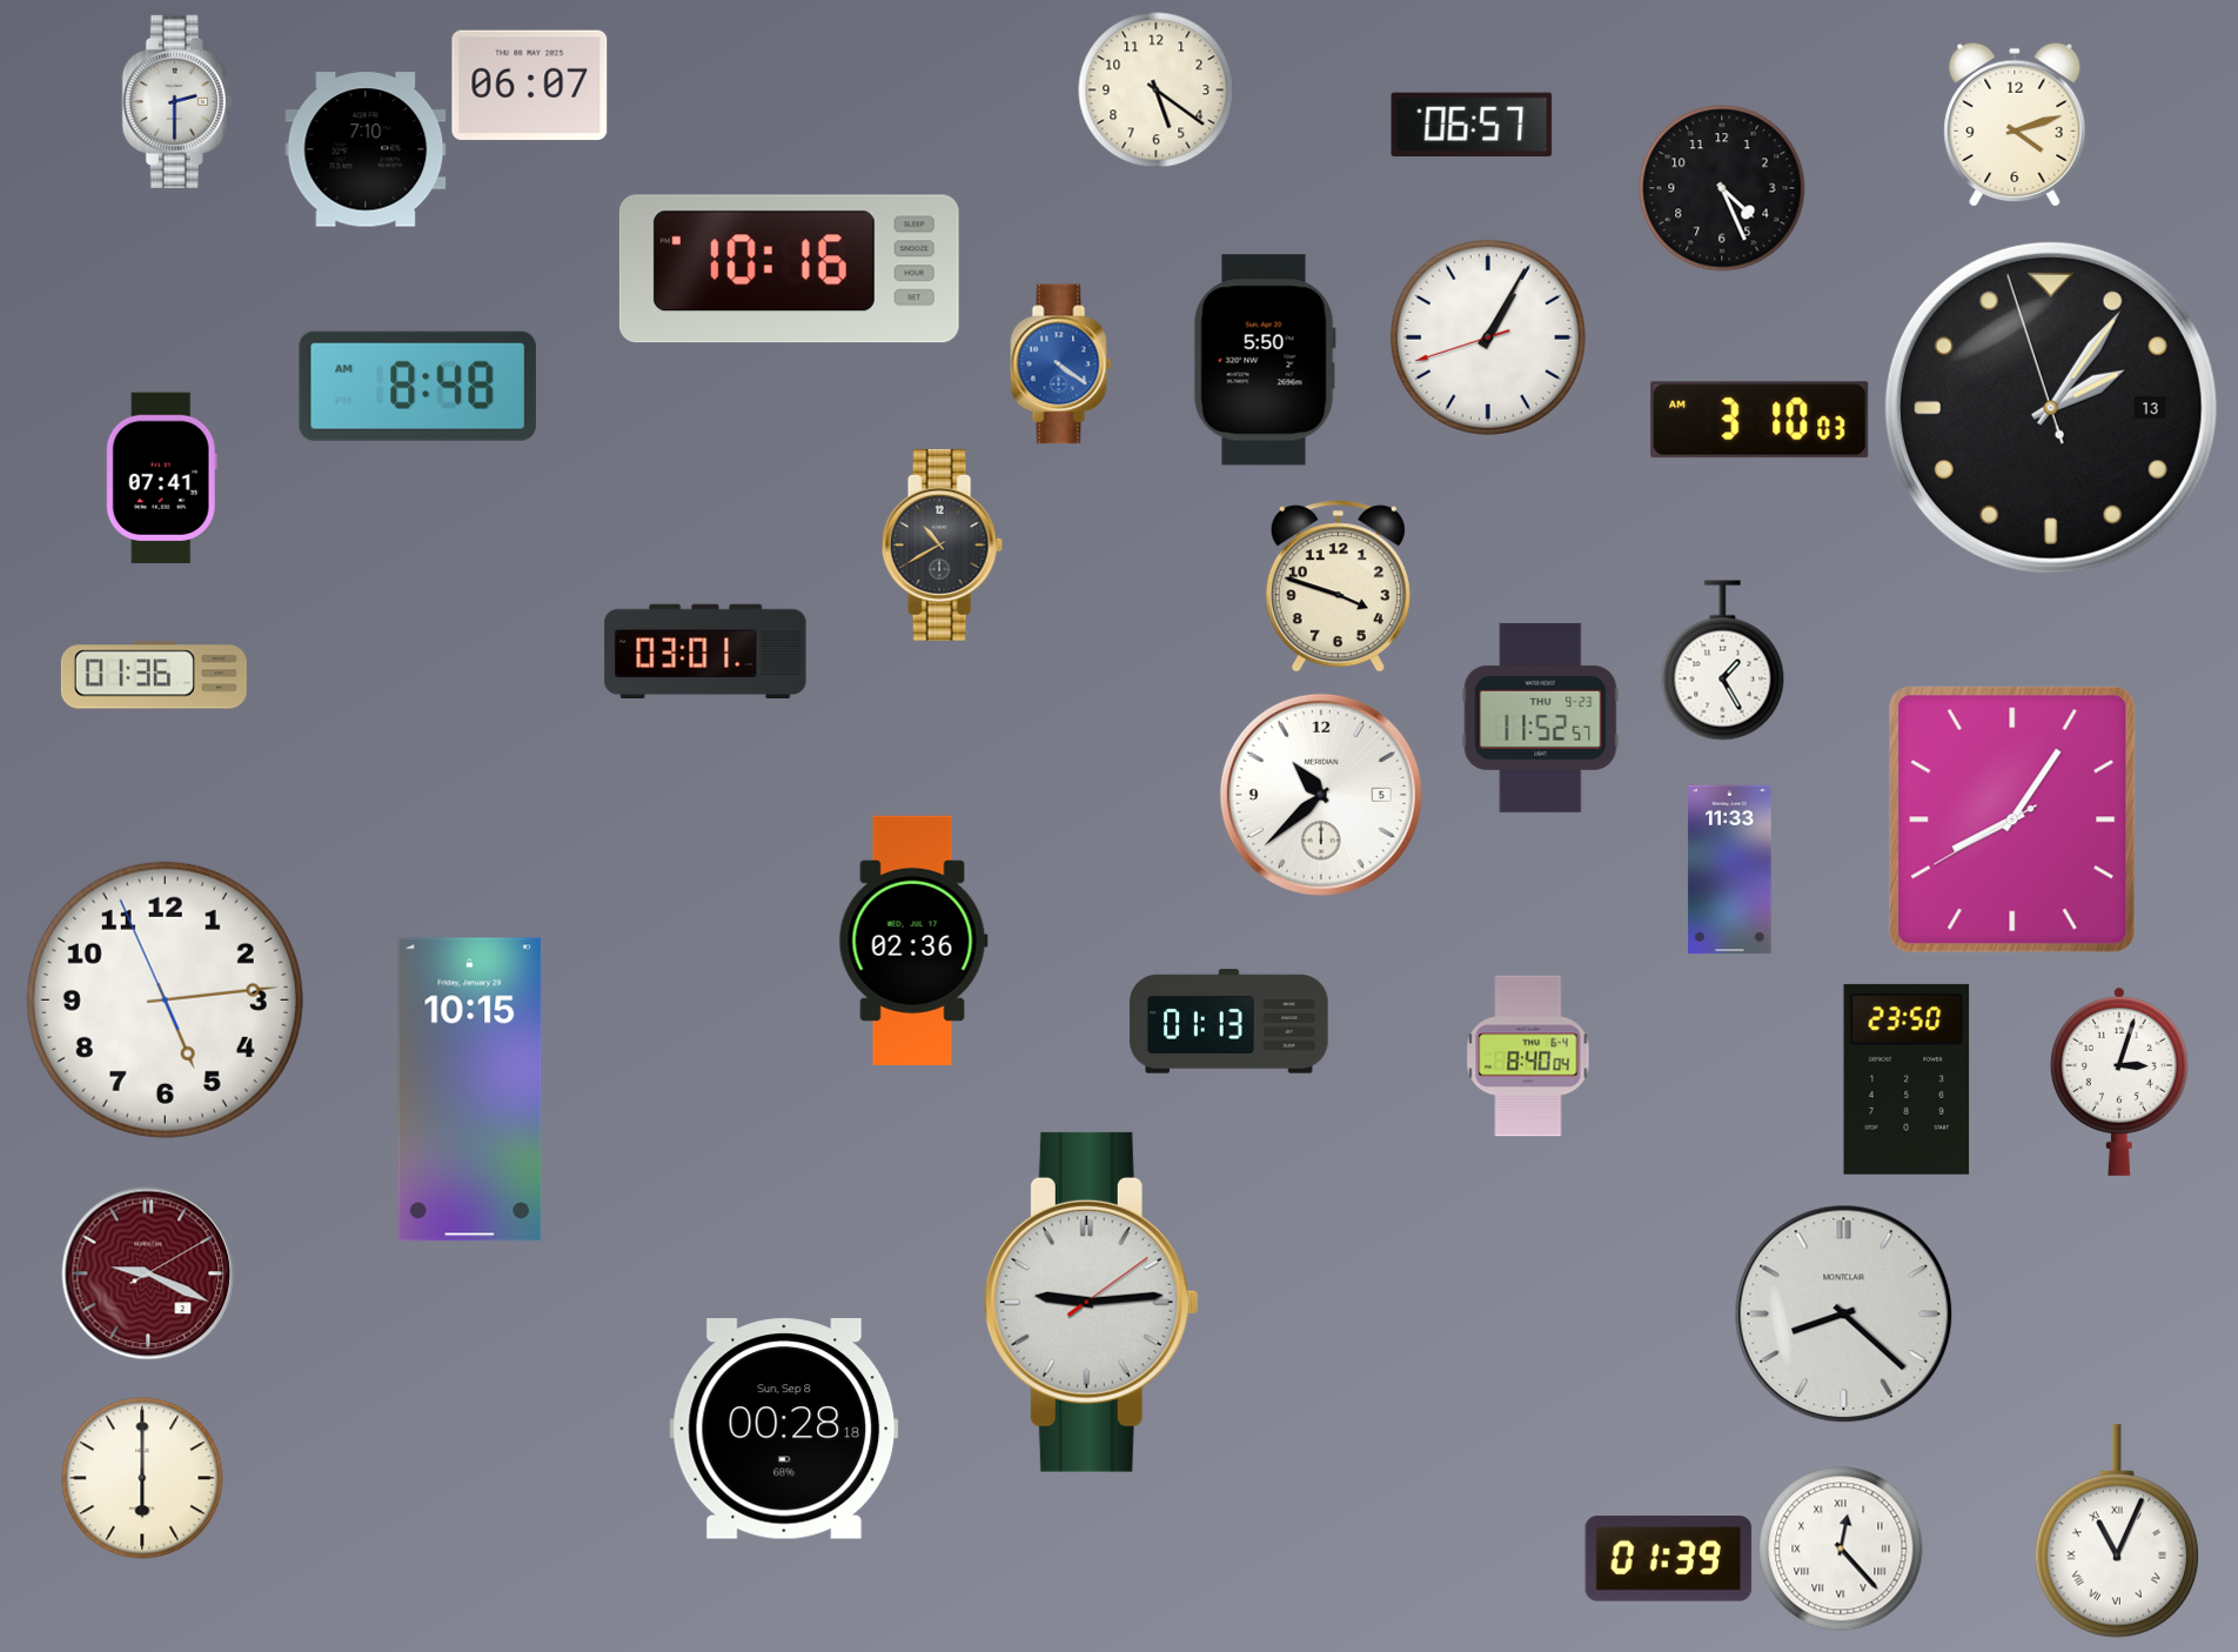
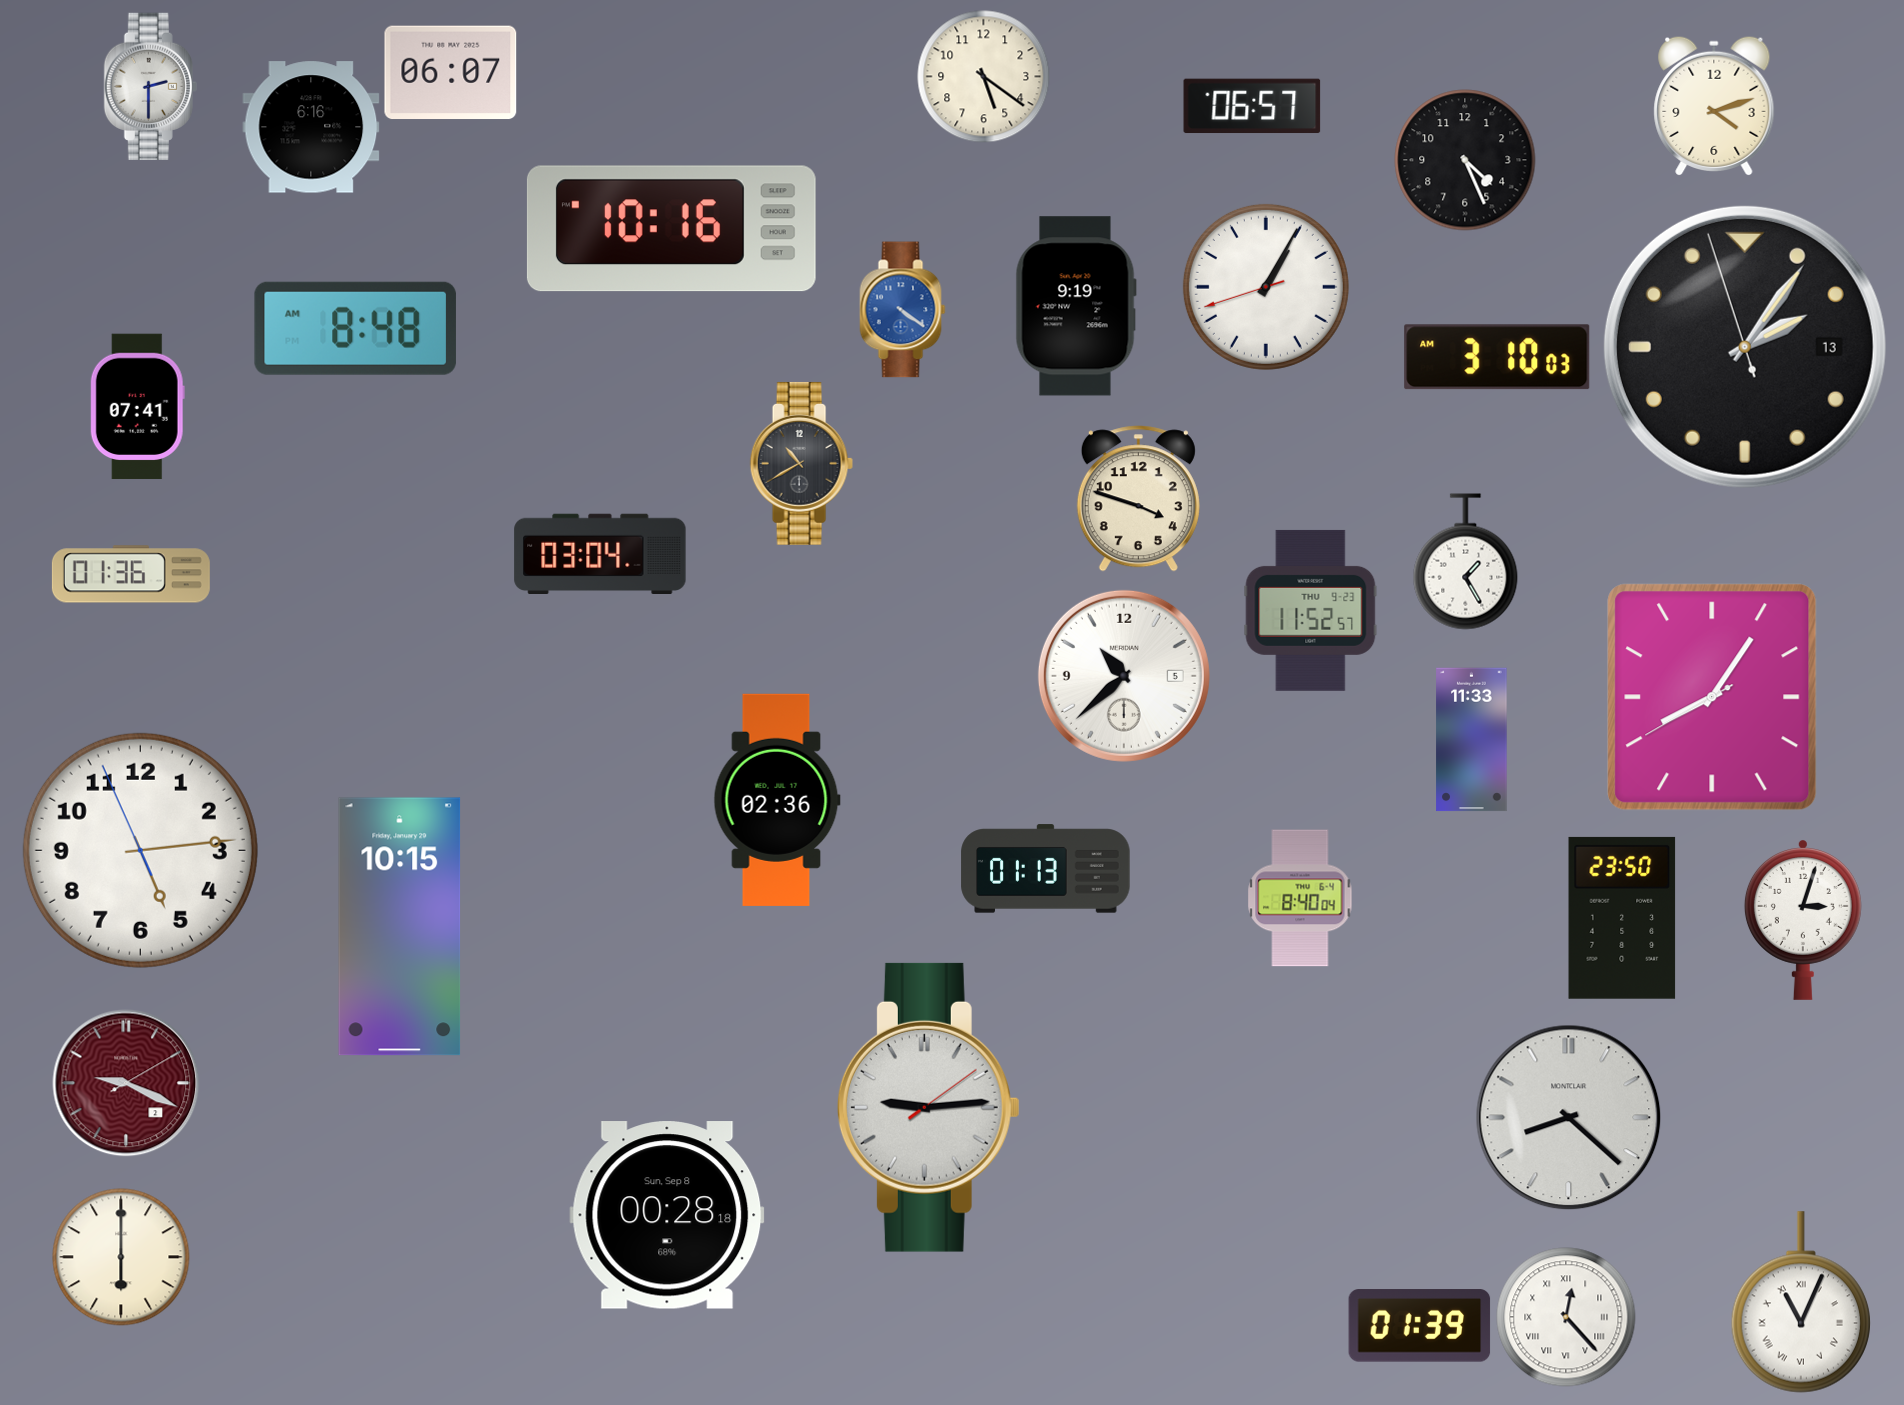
clock at (366, 149): 7:10 -> 6:16
clock at (1265, 360): 5:50 -> 9:19
clock at (705, 650): 03:01 -> 03:04
